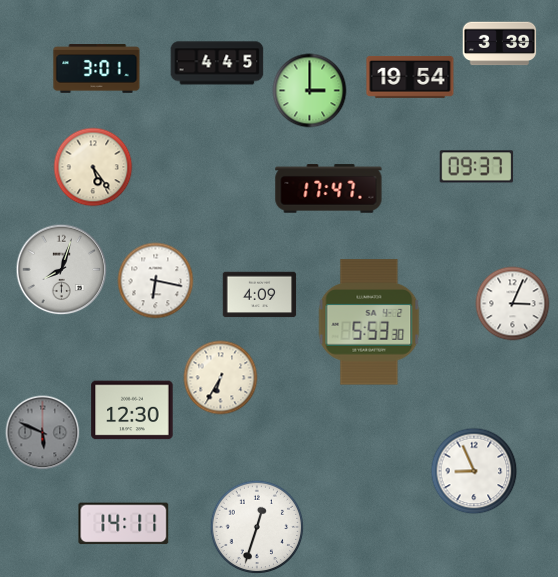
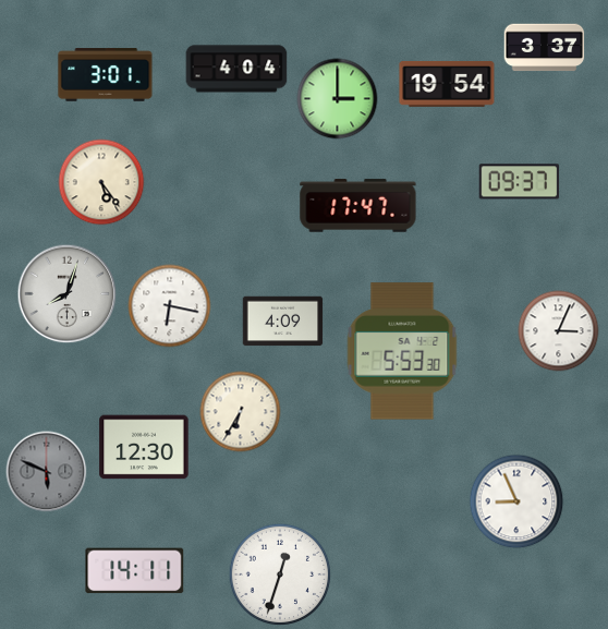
clock at (500, 44): 3:39 -> 3:37
clock at (217, 63): 4:45 -> 4:04
clock at (474, 471) position: (474, 471) -> (516, 501)
